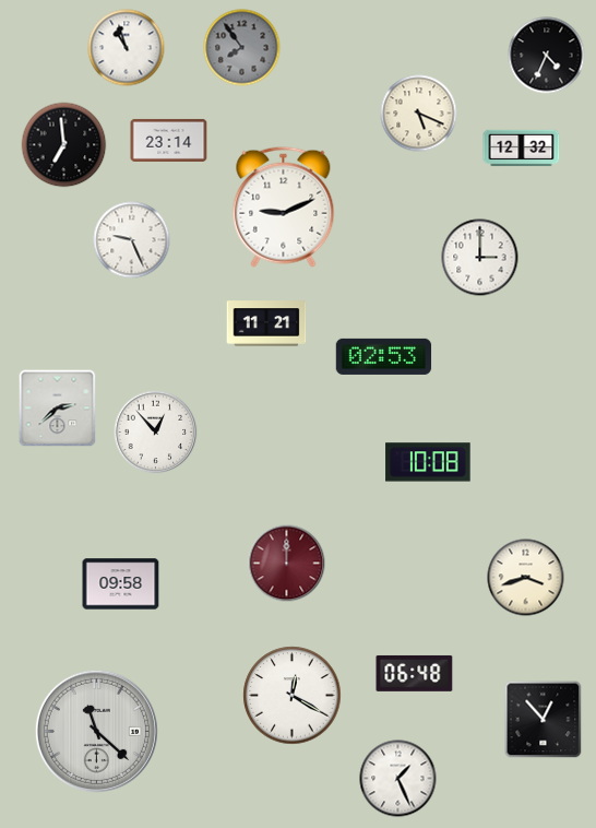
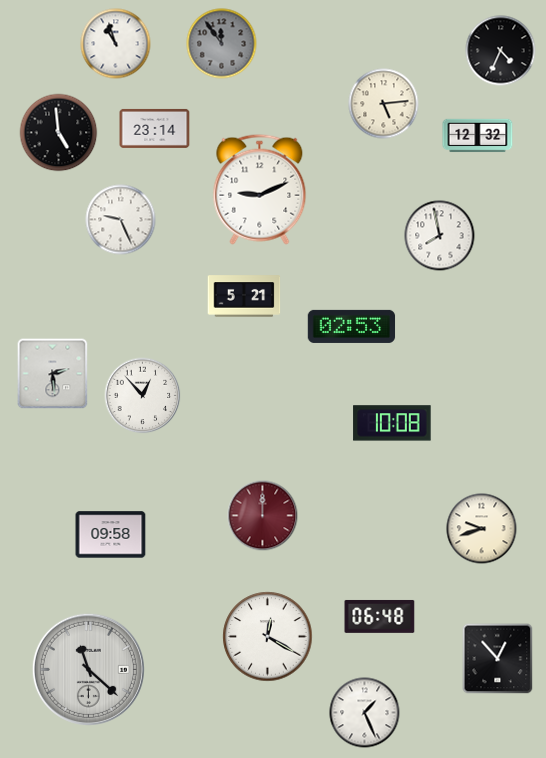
clock at (242, 48): 7:54 -> 11:54
clock at (419, 114): 5:19 -> 5:14
clock at (64, 145): 6:59 -> 4:59
clock at (480, 258): 3:00 -> 7:58
clock at (266, 323): 11:21 -> 5:21
clock at (58, 409): 2:38 -> 2:29
clock at (526, 578): 3:42 -> 9:42
